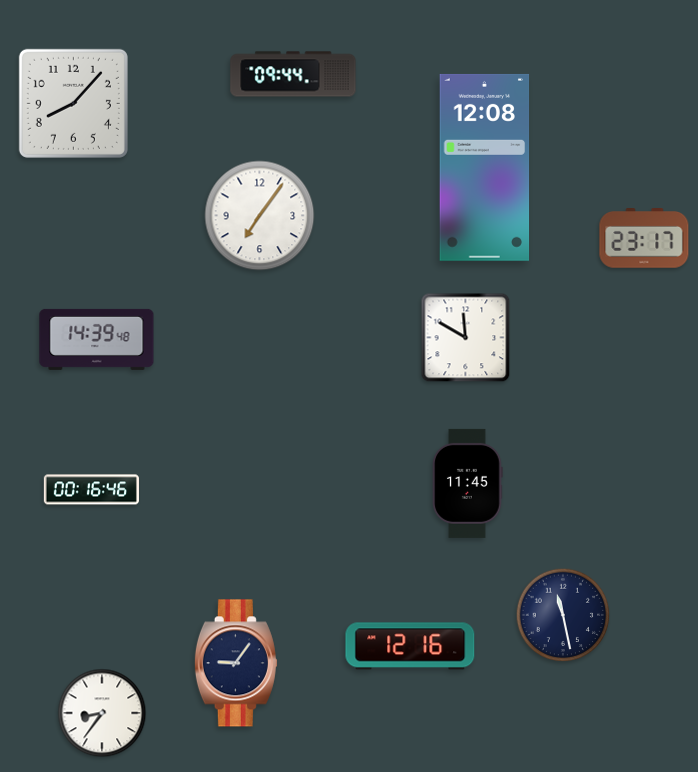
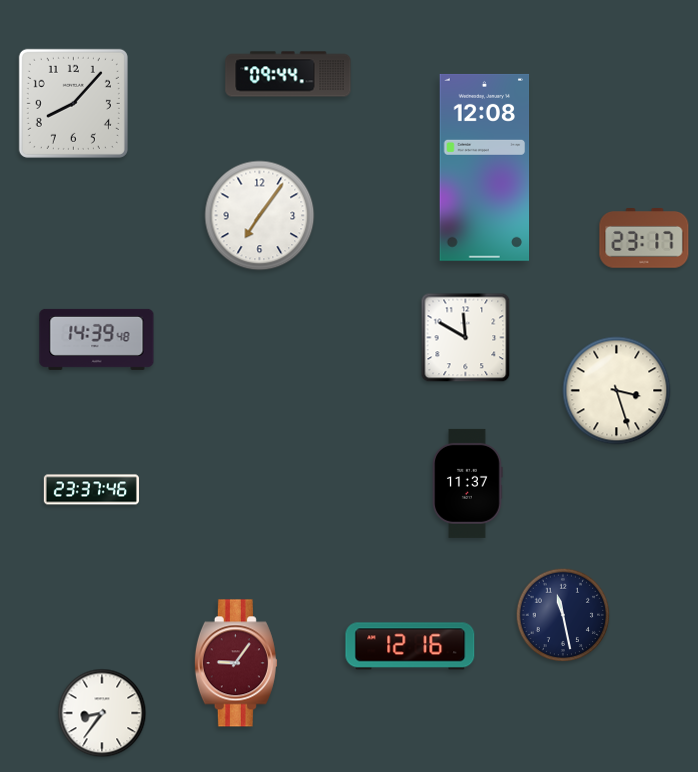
clock at (293, 74) position: (293, 74) -> (288, 74)
clock at (617, 391): none -> 3:27
clock at (468, 483): 11:45 -> 11:37
clock at (91, 490): 00:16 -> 23:37
clock at (236, 663) dial: navy -> burgundy
